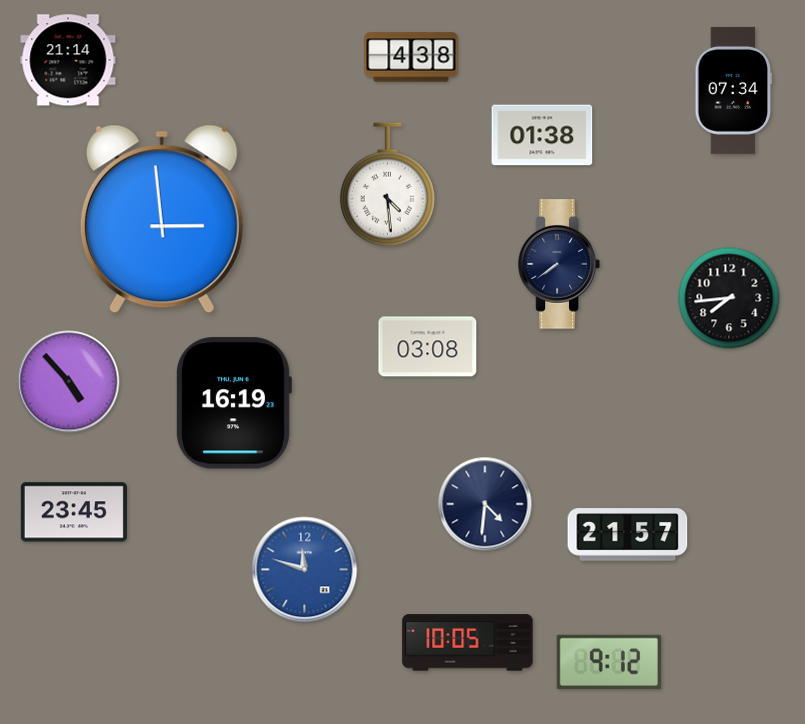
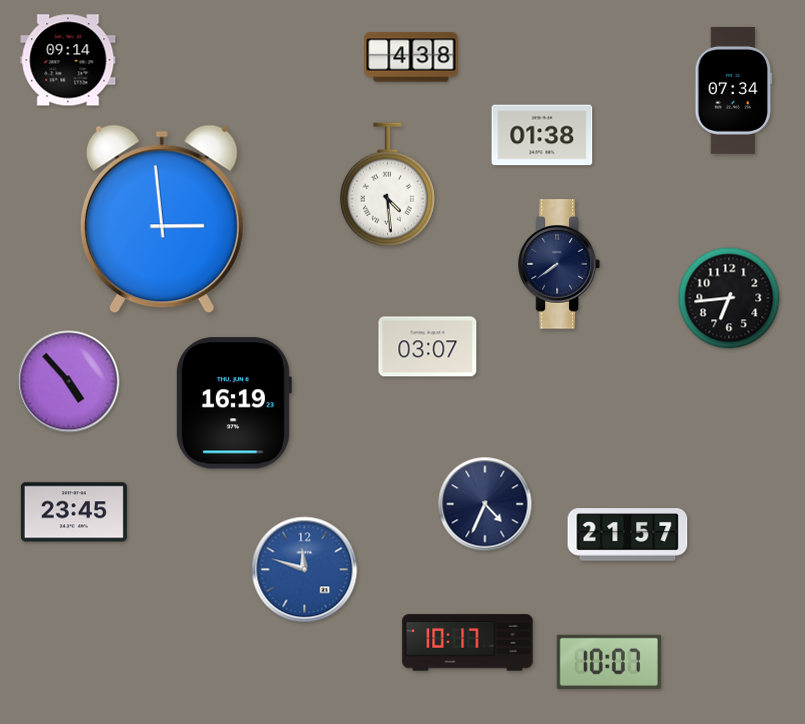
clock at (68, 60): 21:14 -> 09:14
clock at (729, 298): 7:44 -> 6:44
clock at (428, 347): 03:08 -> 03:07
clock at (485, 504): 4:31 -> 4:34
clock at (468, 643): 10:05 -> 10:17
clock at (609, 662): 9:12 -> 10:07
